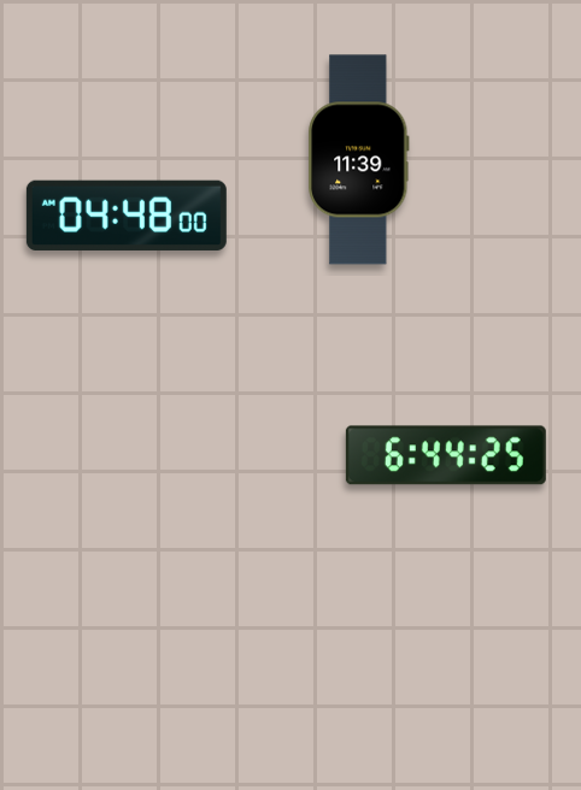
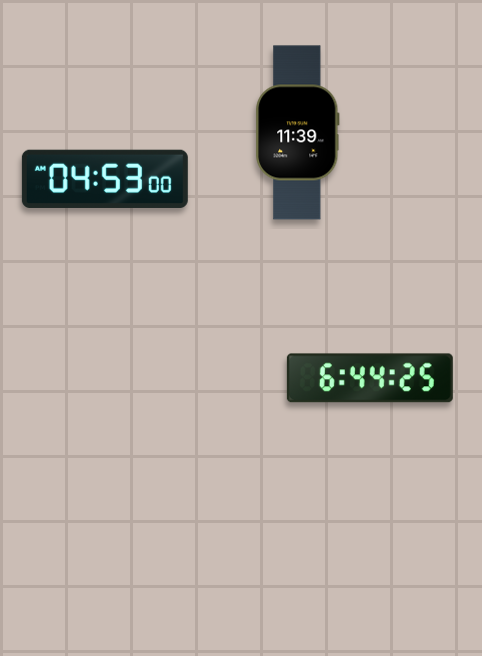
clock at (127, 214): 04:48 -> 04:53
